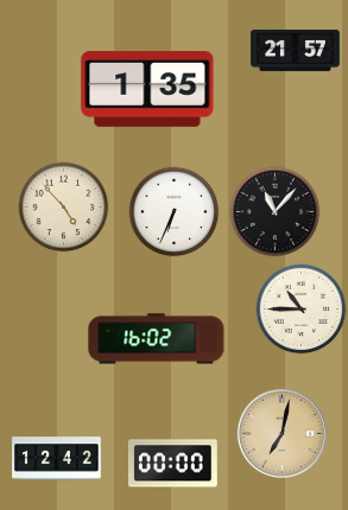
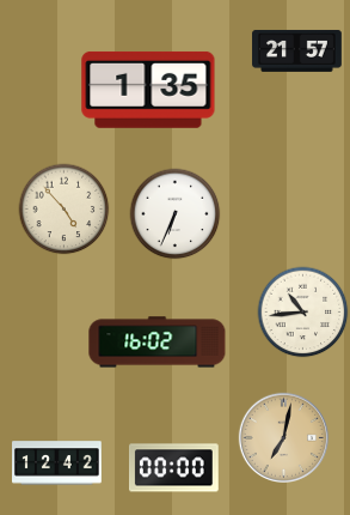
clock at (276, 212): 11:07 -> none
clock at (302, 310): 10:45 -> 10:44
